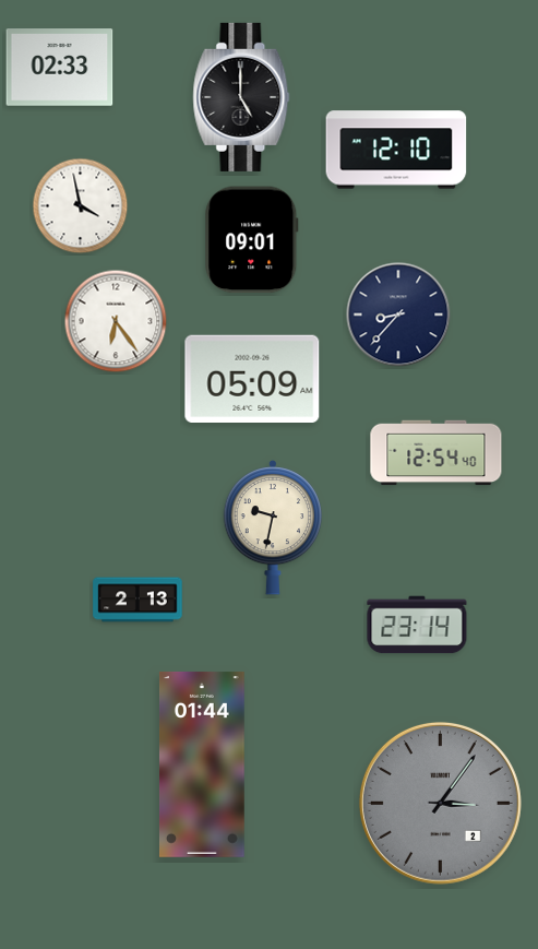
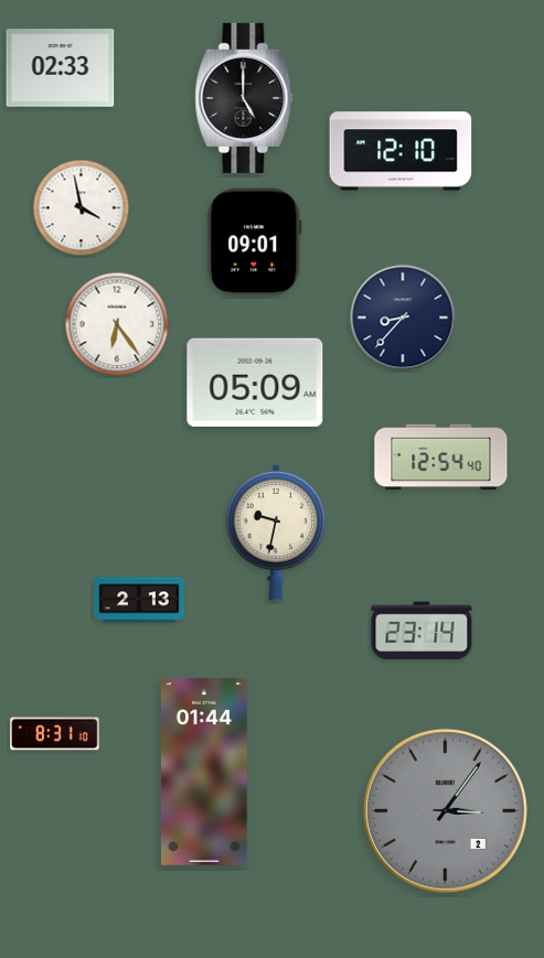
clock at (138, 600) position: (138, 600) -> (139, 600)
clock at (55, 734): none -> 8:31
